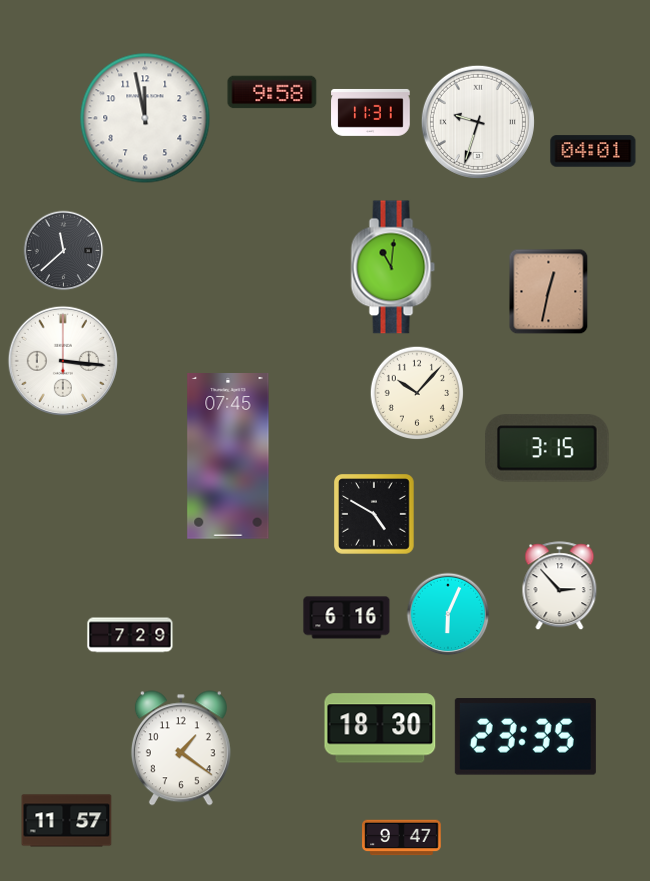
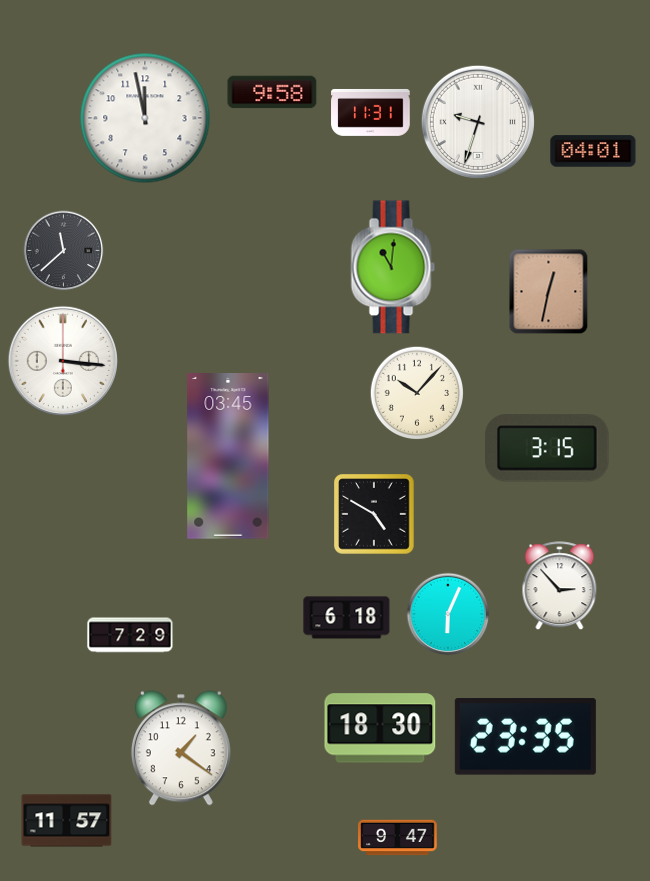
clock at (228, 457): 07:45 -> 03:45
clock at (347, 618): 6:16 -> 6:18
clock at (402, 838) position: (402, 838) -> (398, 838)
